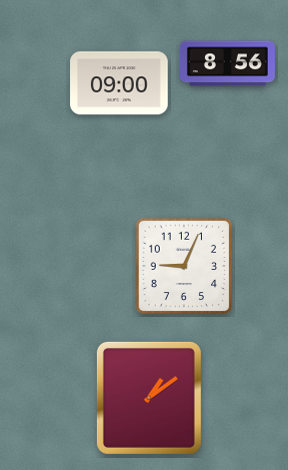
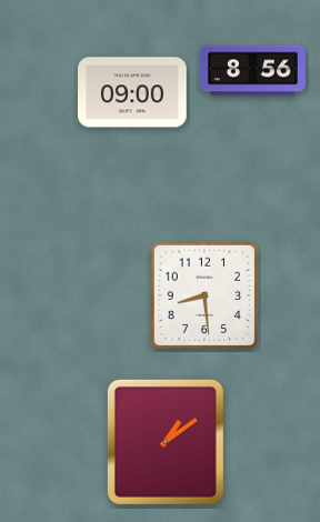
clock at (184, 266): 9:04 -> 8:29
